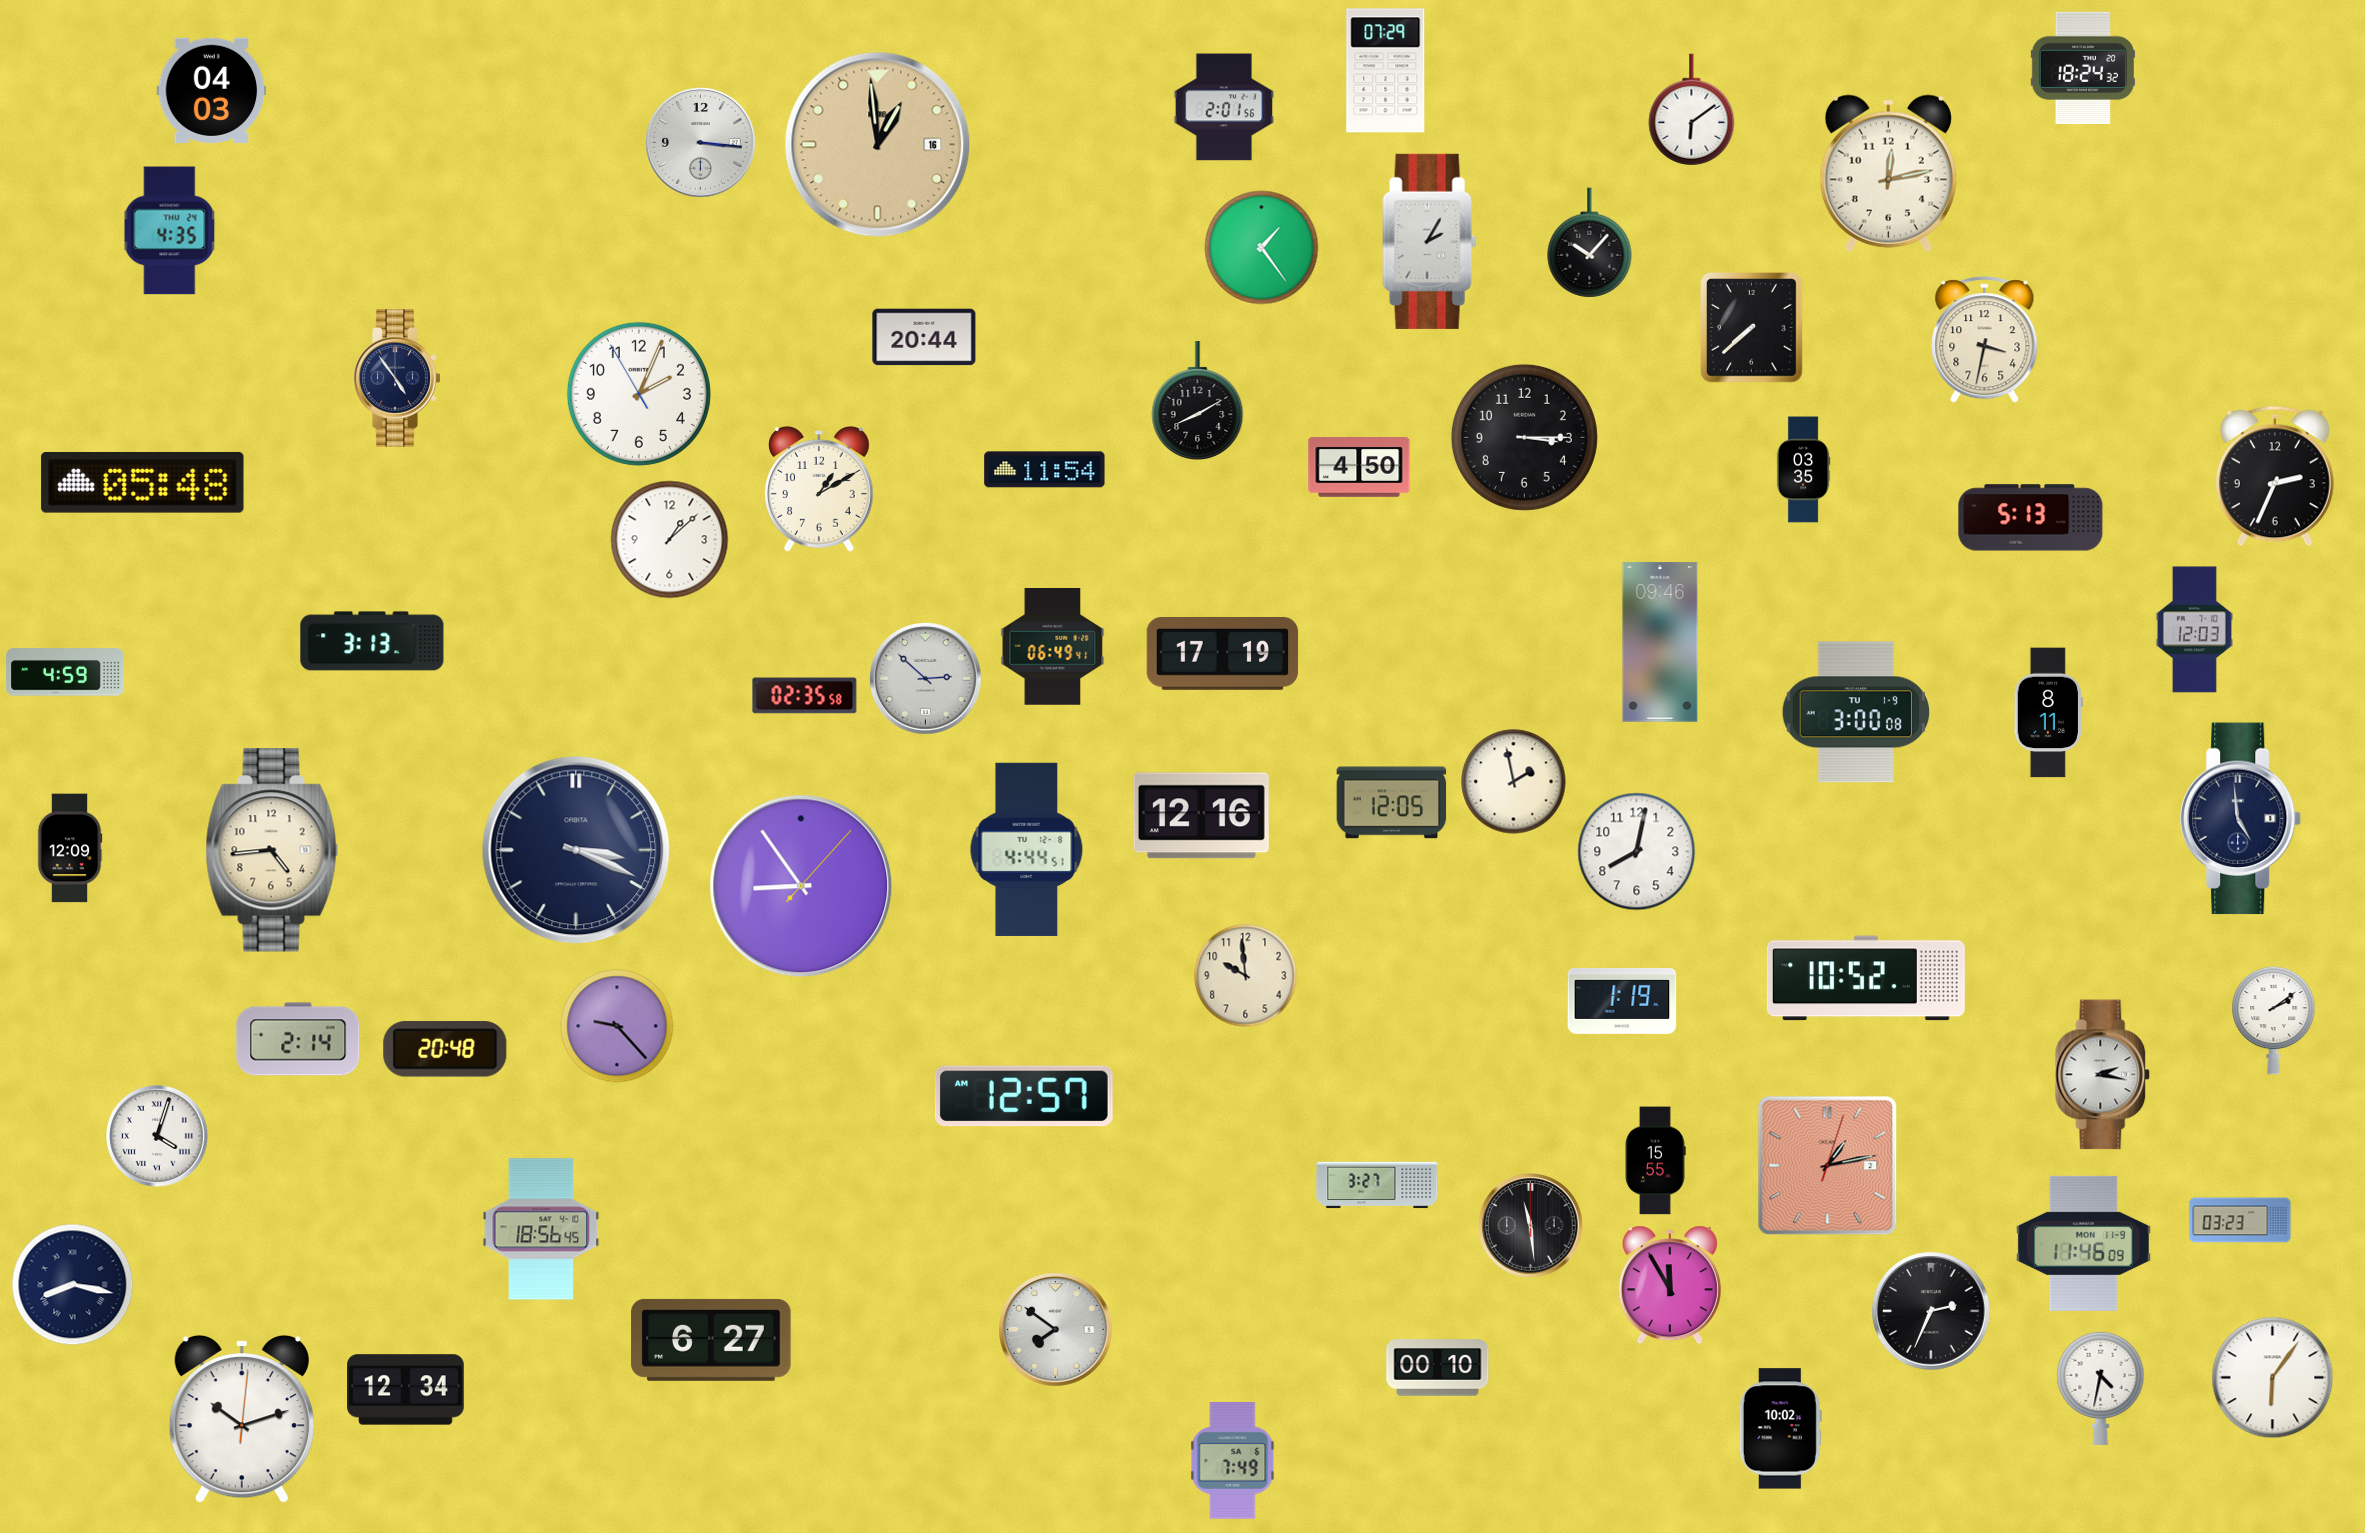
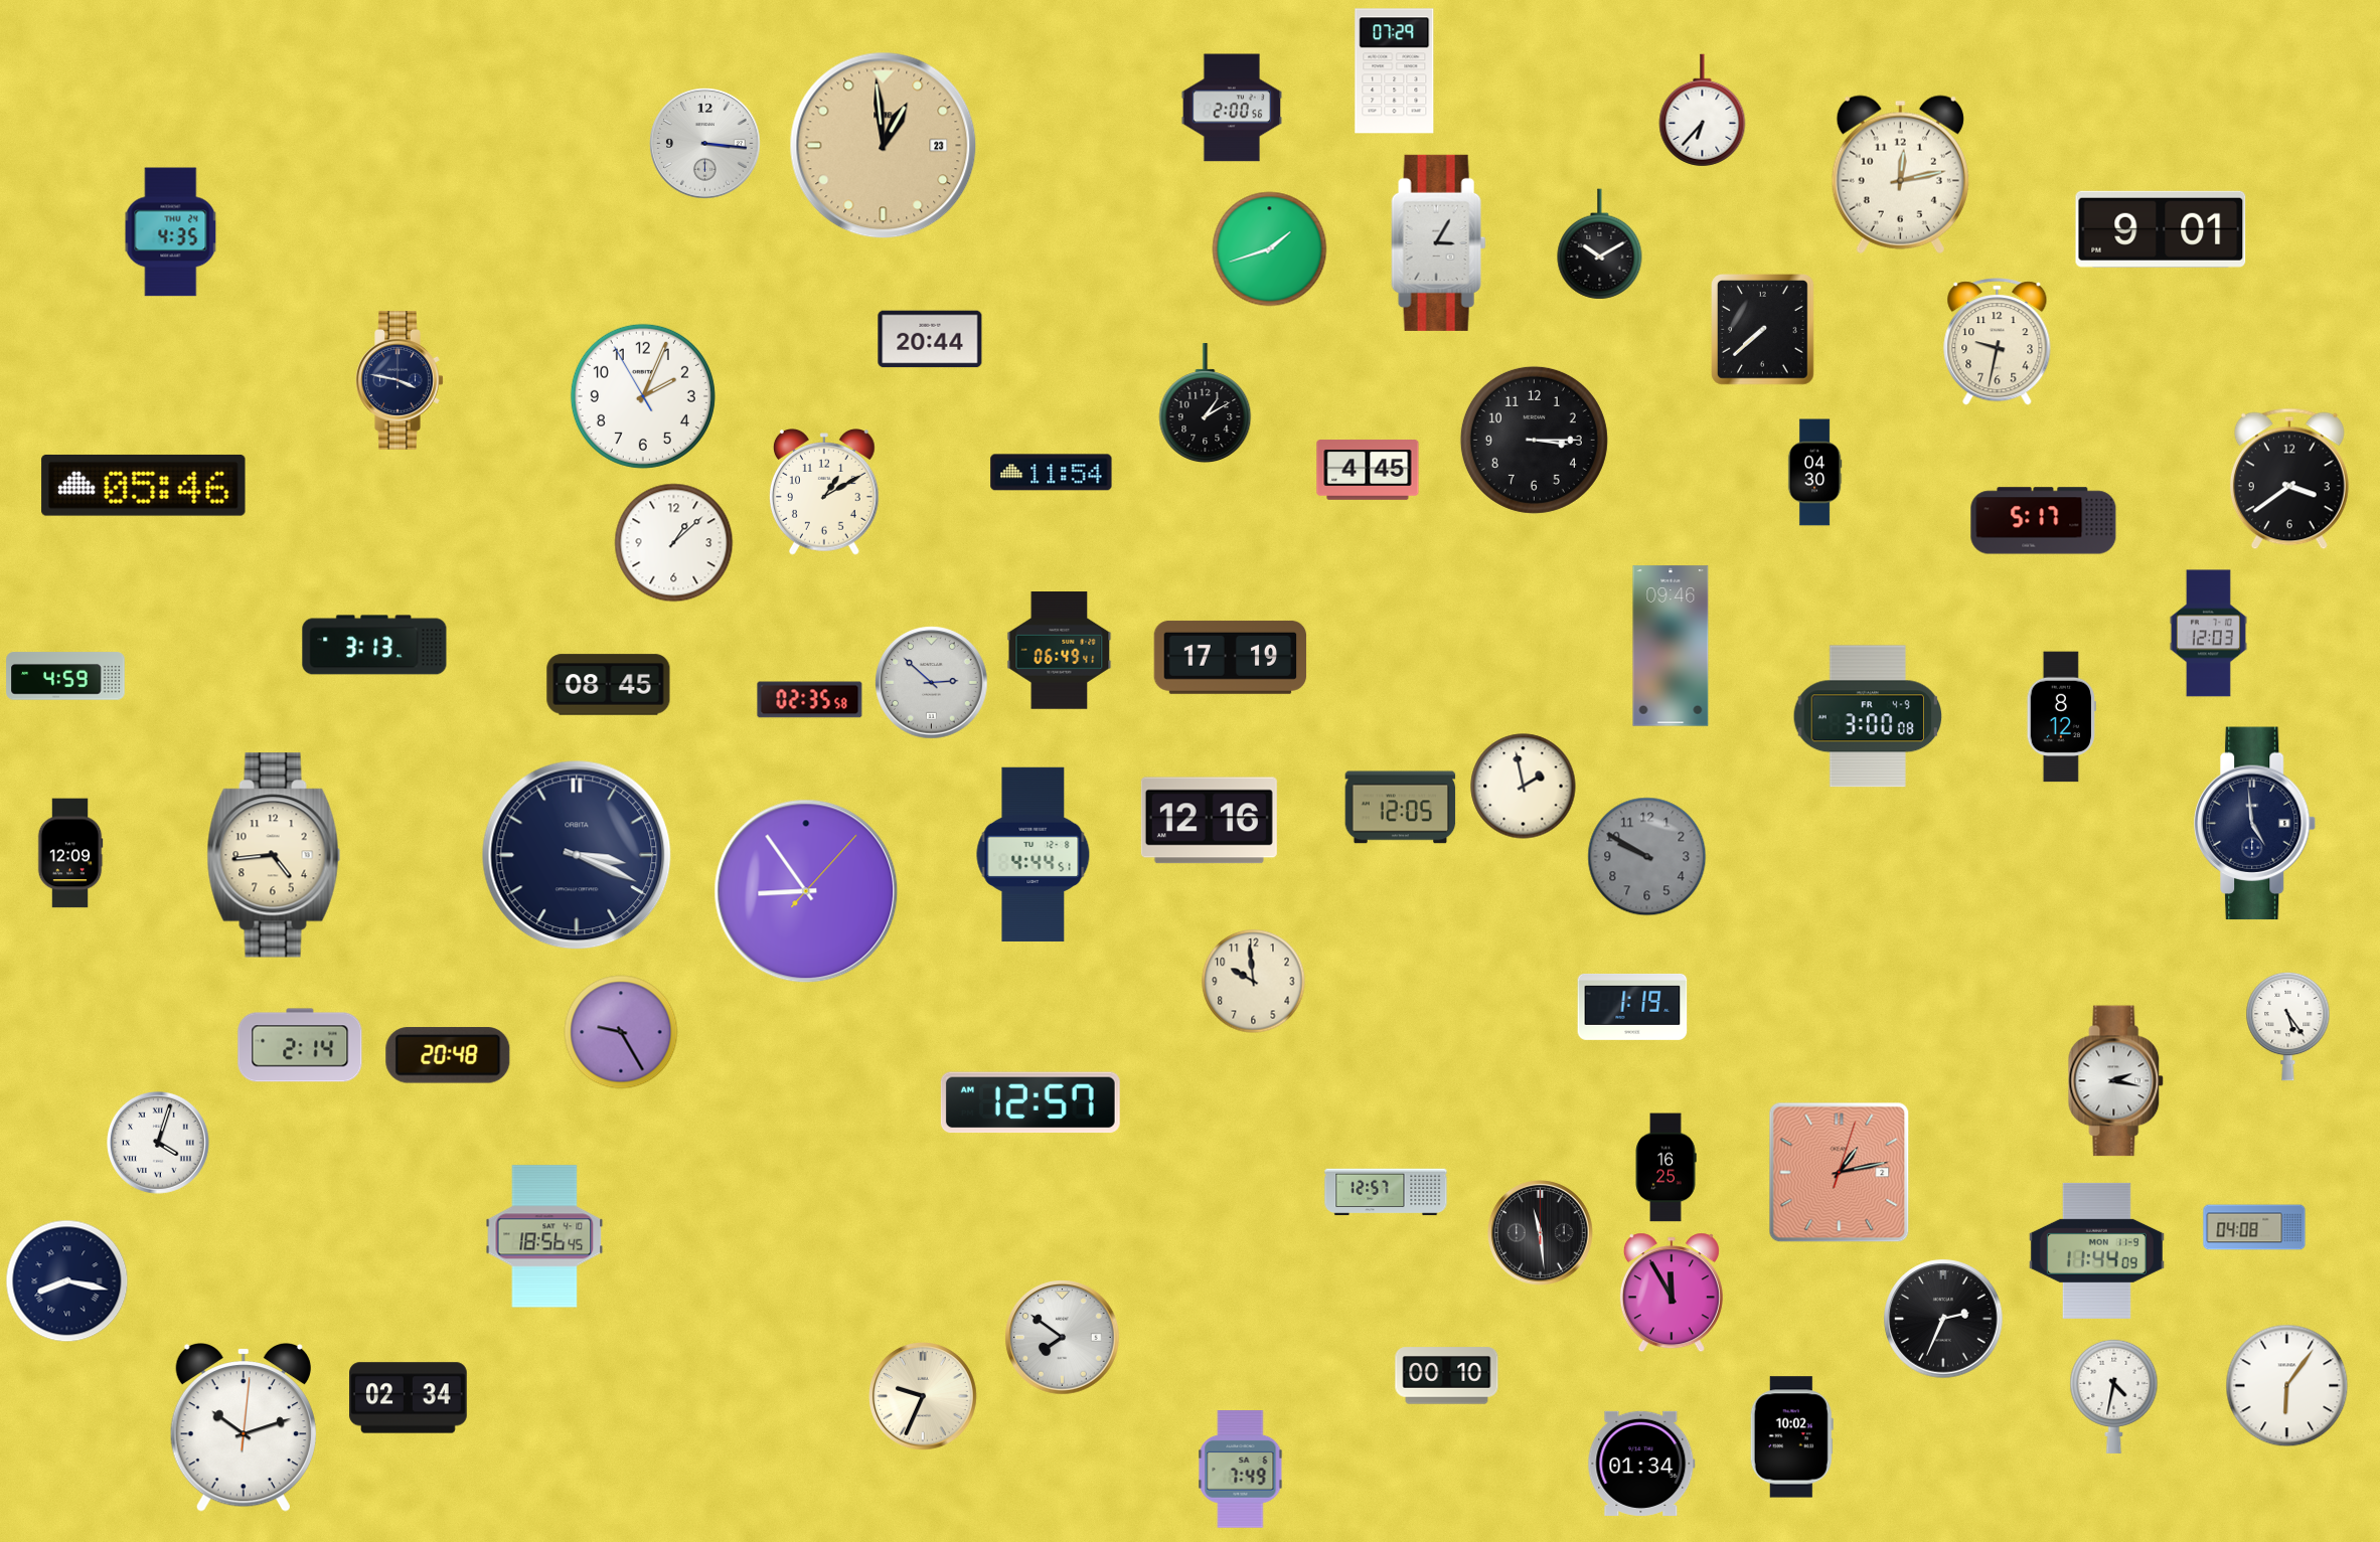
clock at (2083, 68): 18:24 -> none
clock at (212, 90): 04:03 -> none
clock at (1224, 107): 2:01 -> 2:00
clock at (1692, 110): 6:09 -> 6:37
clock at (878, 145) date: 16 -> 23
clock at (2161, 229): none -> 9:01
clock at (1430, 241): 2:05 -> 3:05
clock at (1590, 243): 10:07 -> 10:10
clock at (1262, 248): 1:24 -> 1:42
clock at (1985, 340): 3:32 -> 9:32
clock at (397, 378): 4:54 -> 3:47
clock at (1198, 401): 8:10 -> 1:10
clock at (1359, 467): 4:50 -> 4:45
clock at (1803, 470): 03:35 -> 04:30
clock at (2275, 476): 2:34 -> 3:39
clock at (143, 482): 05:48 -> 05:46
clock at (2031, 518): 5:13 -> 5:17
clock at (609, 685): none -> 08:45
clock at (1855, 712) date: TU 1-9 -> FR 4-9
clock at (2048, 713): 8:11 -> 8:12
clock at (576, 850) position: (576, 850) -> (577, 855)
clock at (1637, 852): 8:02 -> 9:50
clock at (1637, 852) dial: white -> grey
clock at (1866, 978): 10:52 -> none
clock at (2274, 1020): 2:09 -> 5:24
clock at (617, 1026): 9:23 -> 9:25
clock at (1655, 1161): 15:55 -> 16:25
clock at (1377, 1185): 3:27 -> 12:57
clock at (2240, 1220): 03:23 -> 04:08
clock at (2083, 1243): 11:46 -> 11:44
clock at (73, 1285) position: (73, 1285) -> (67, 1281)
clock at (1670, 1285) position: (1670, 1285) -> (1672, 1293)
clock at (711, 1340): 6:27 -> none
clock at (923, 1396): none -> 9:34
clock at (406, 1390): 12:34 -> 02:34
clock at (1641, 1464): none -> 01:34
